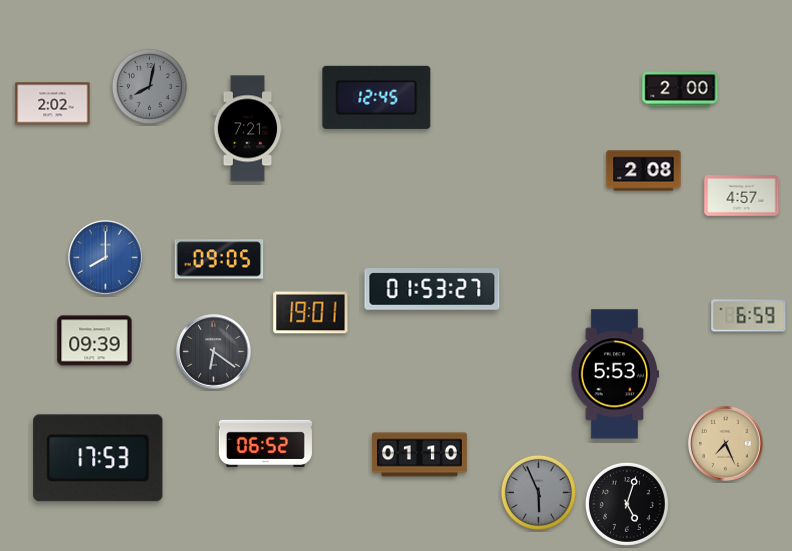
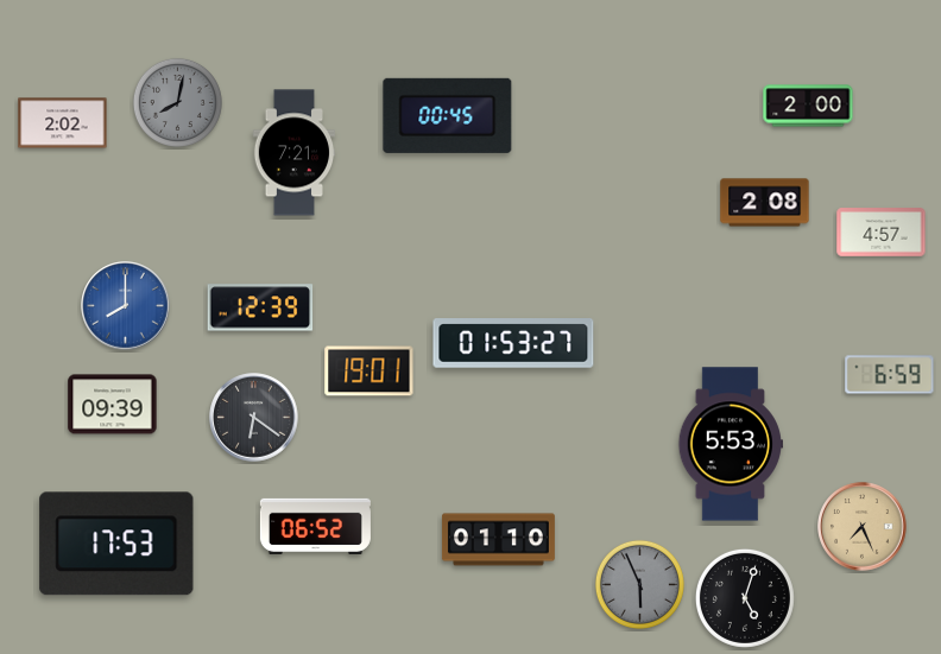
clock at (377, 97): 12:45 -> 00:45
clock at (219, 259): 09:05 -> 12:39
